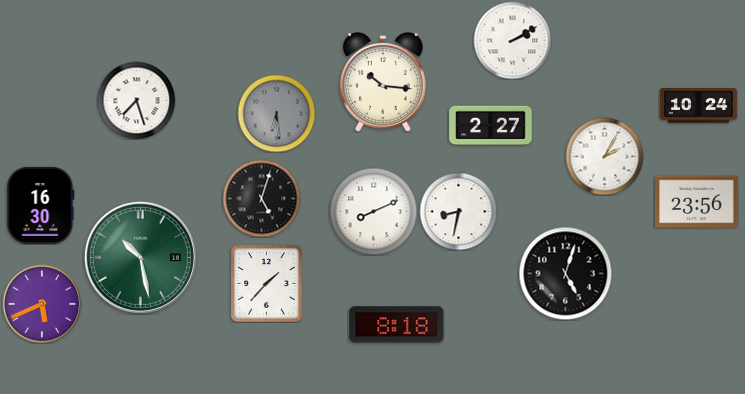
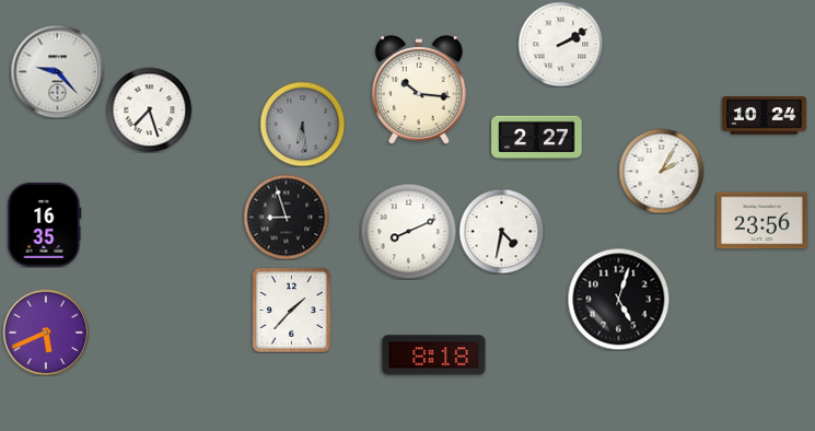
clock at (57, 71): none -> 9:23
clock at (261, 198): 5:03 -> 8:57
clock at (41, 205): 16:30 -> 16:35
clock at (458, 211): 8:32 -> 4:32
clock at (140, 257): 10:28 -> none
